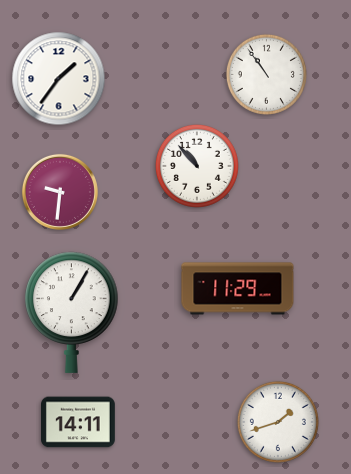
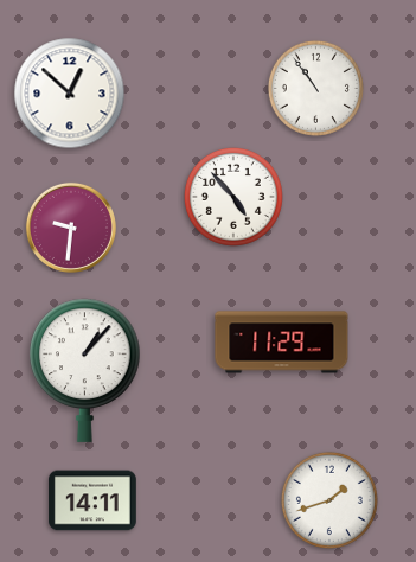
clock at (59, 79): 1:36 -> 12:52
clock at (197, 166): 10:53 -> 4:53
clock at (72, 312): 1:05 -> 1:07
